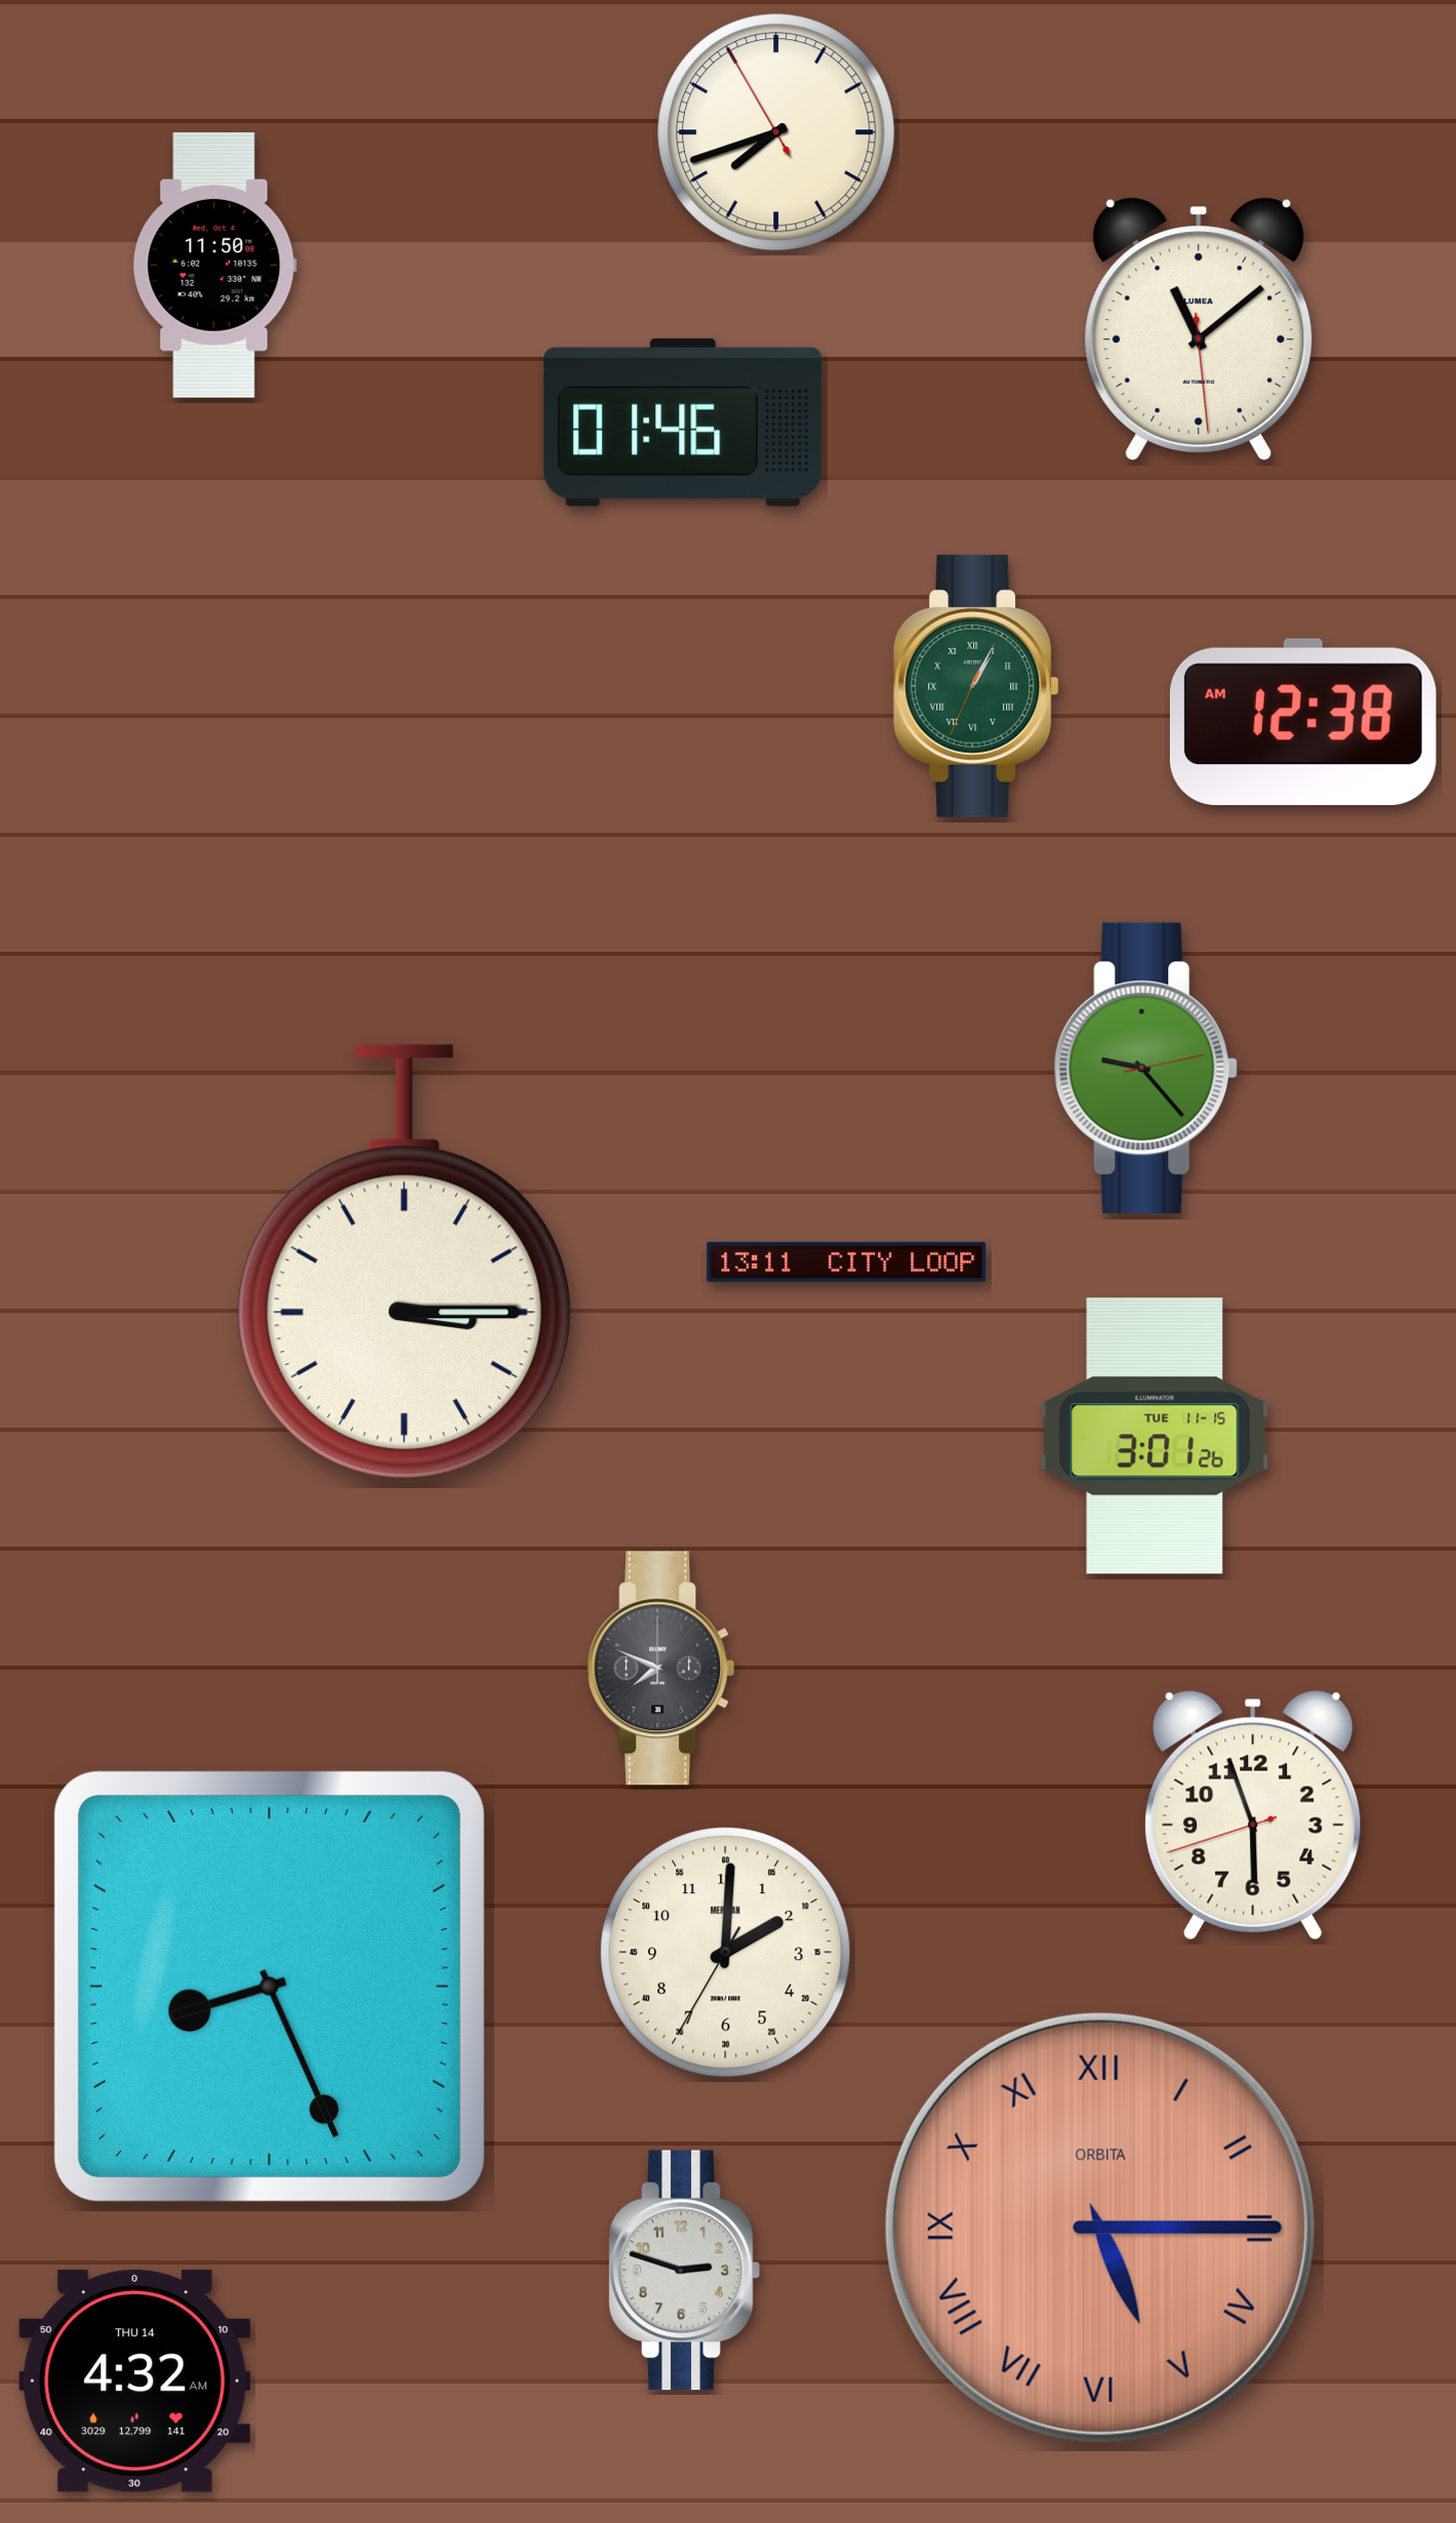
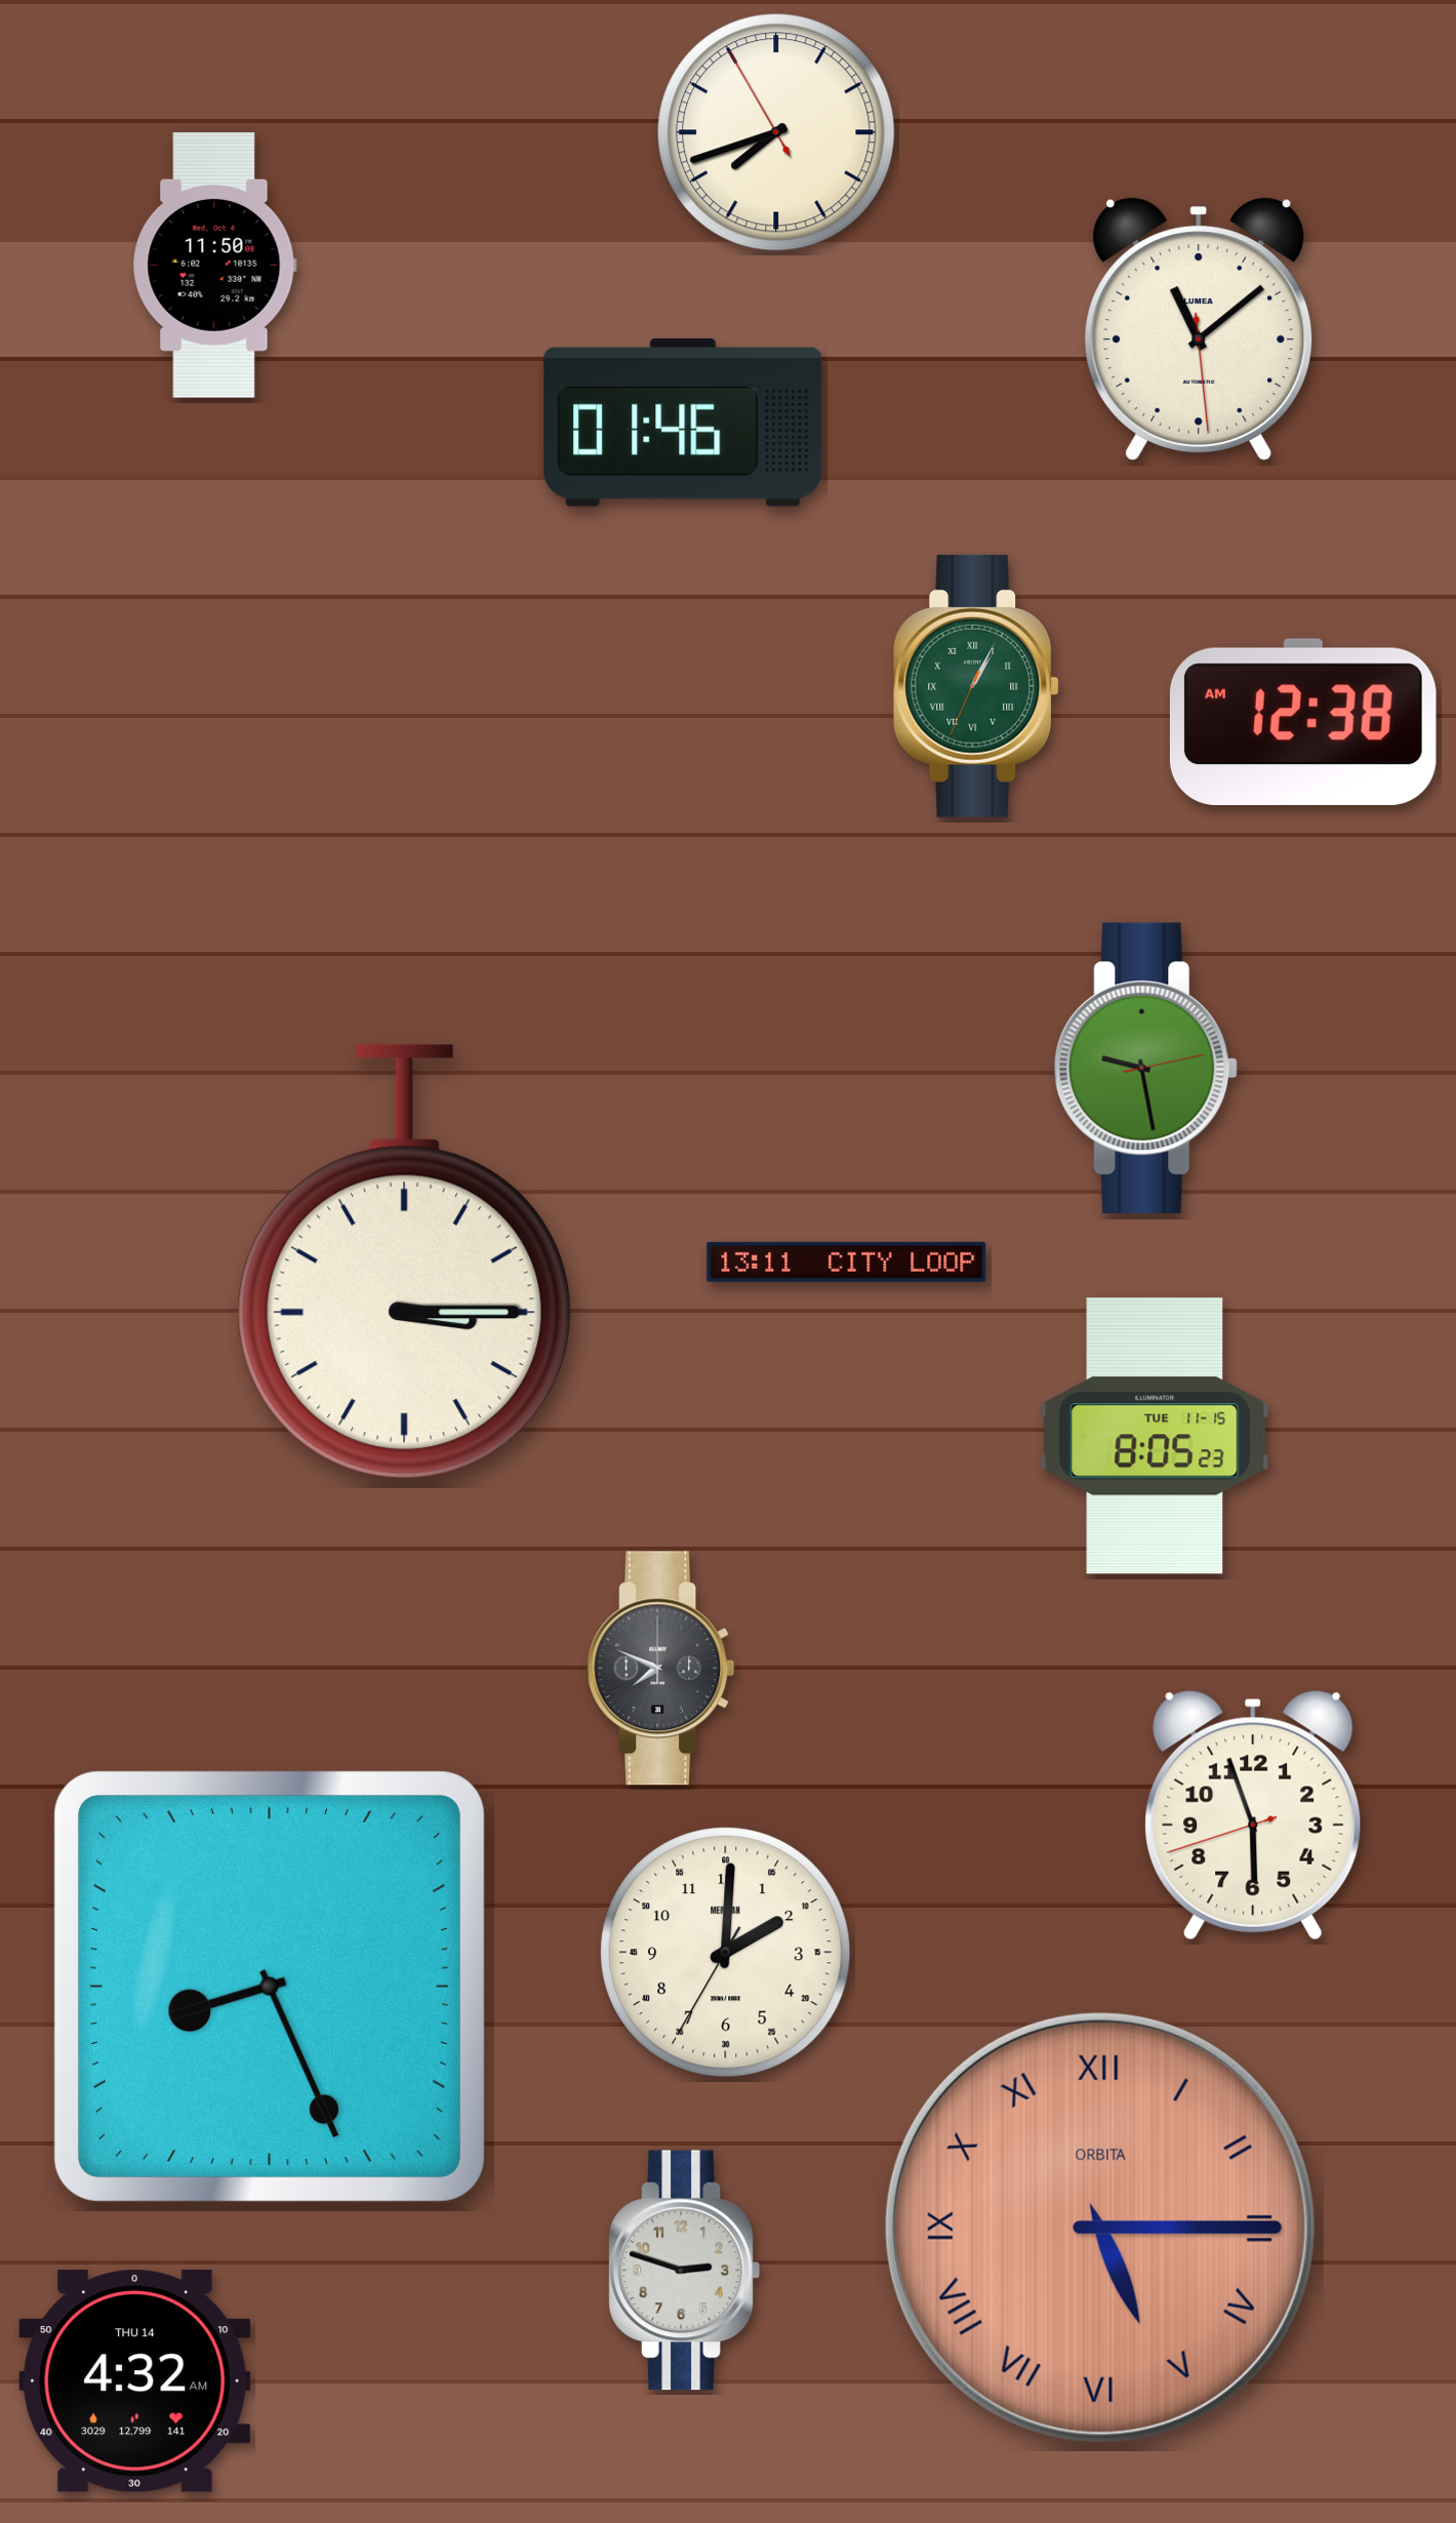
clock at (1146, 1068): 9:23 -> 9:28
clock at (1155, 1436): 3:01 -> 8:05
